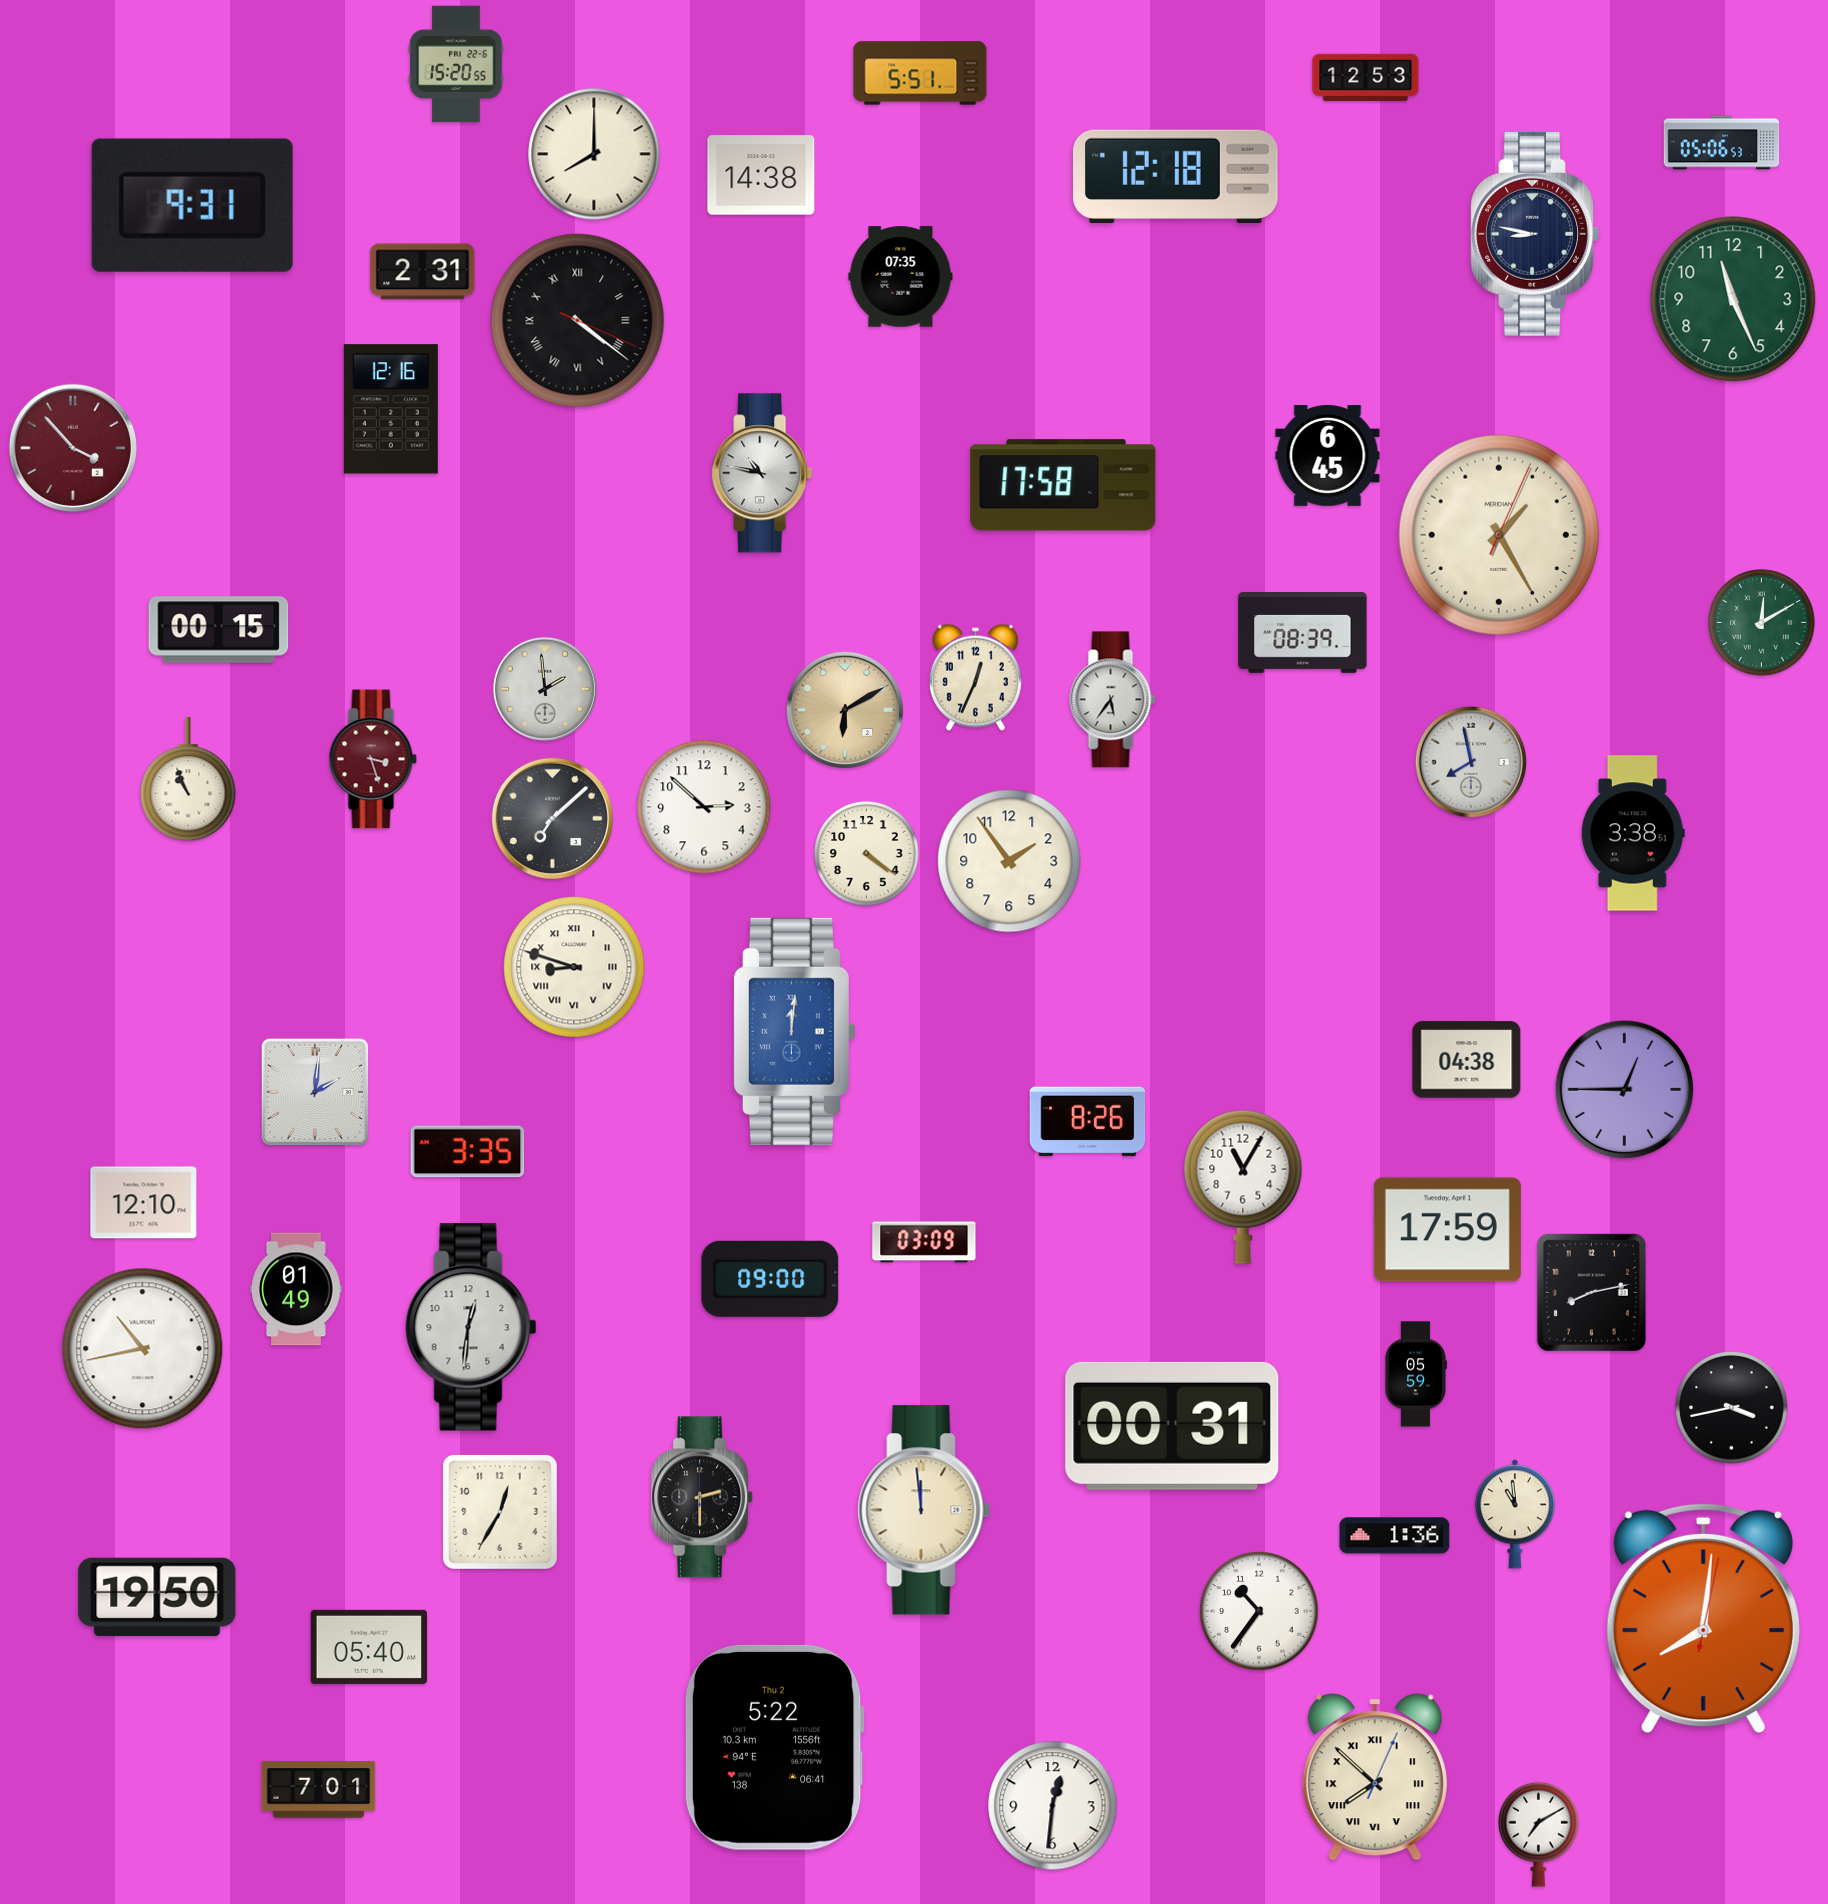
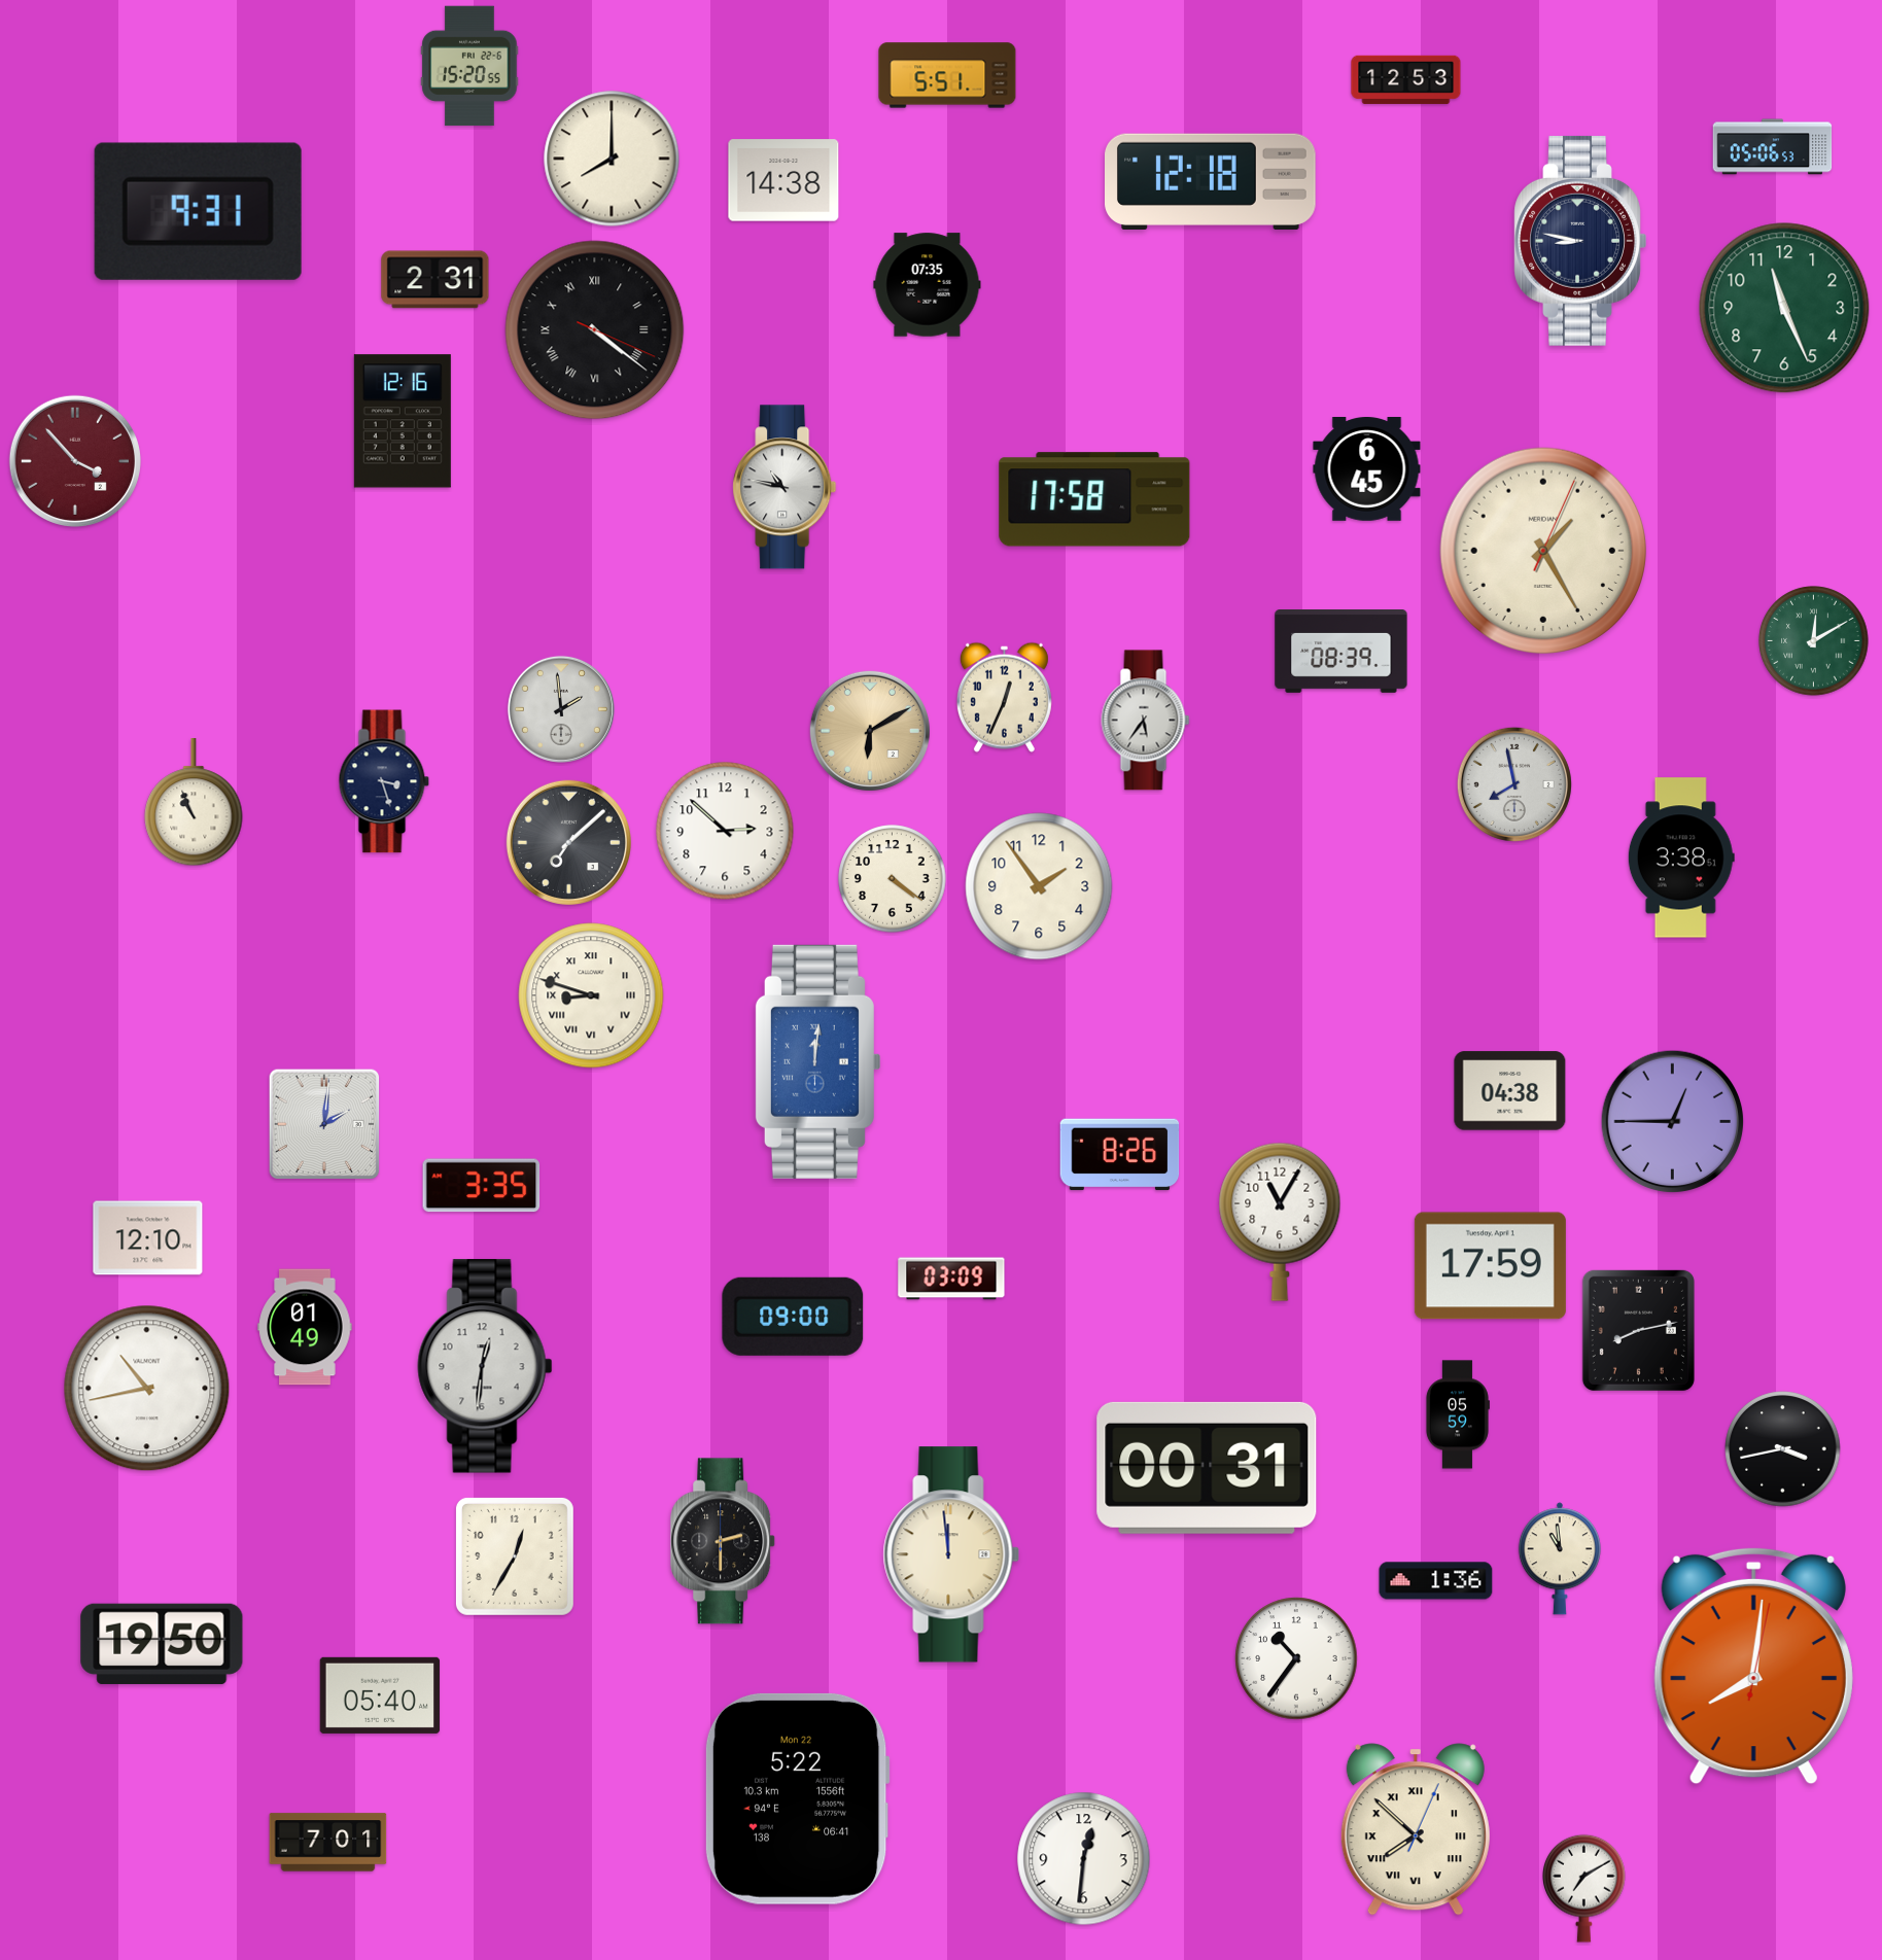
clock at (219, 630): 00:15 -> none
clock at (373, 759) dial: burgundy -> navy
clock at (774, 1747) date: Thu 2 -> Mon 22
